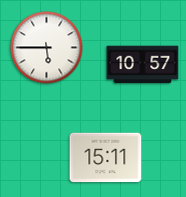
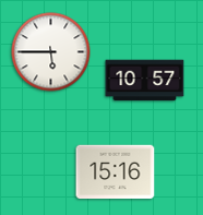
clock at (143, 65) position: (143, 65) -> (145, 81)
clock at (106, 158): 15:11 -> 15:16
